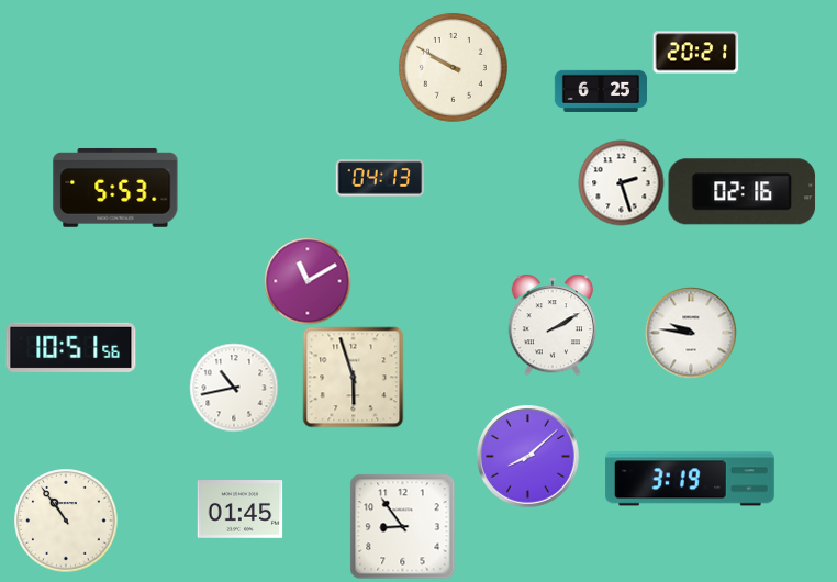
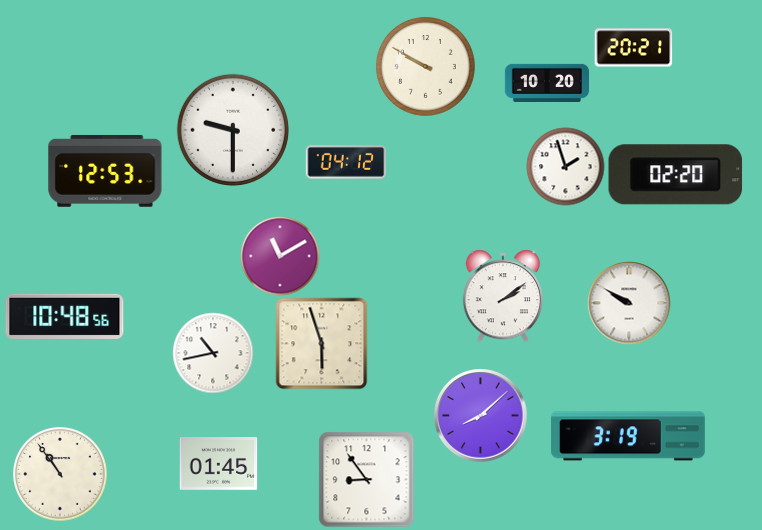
clock at (454, 68) position: (454, 68) -> (426, 67)
clock at (600, 91): 6:25 -> 10:20
clock at (233, 130): none -> 9:30
clock at (380, 178): 04:13 -> 04:12
clock at (621, 182): 2:27 -> 1:57
clock at (115, 188): 5:53 -> 12:53
clock at (743, 192): 02:16 -> 02:20
clock at (551, 325): 2:10 -> 2:09
clock at (691, 333): 9:46 -> 9:50
clock at (71, 347): 10:51 -> 10:48
